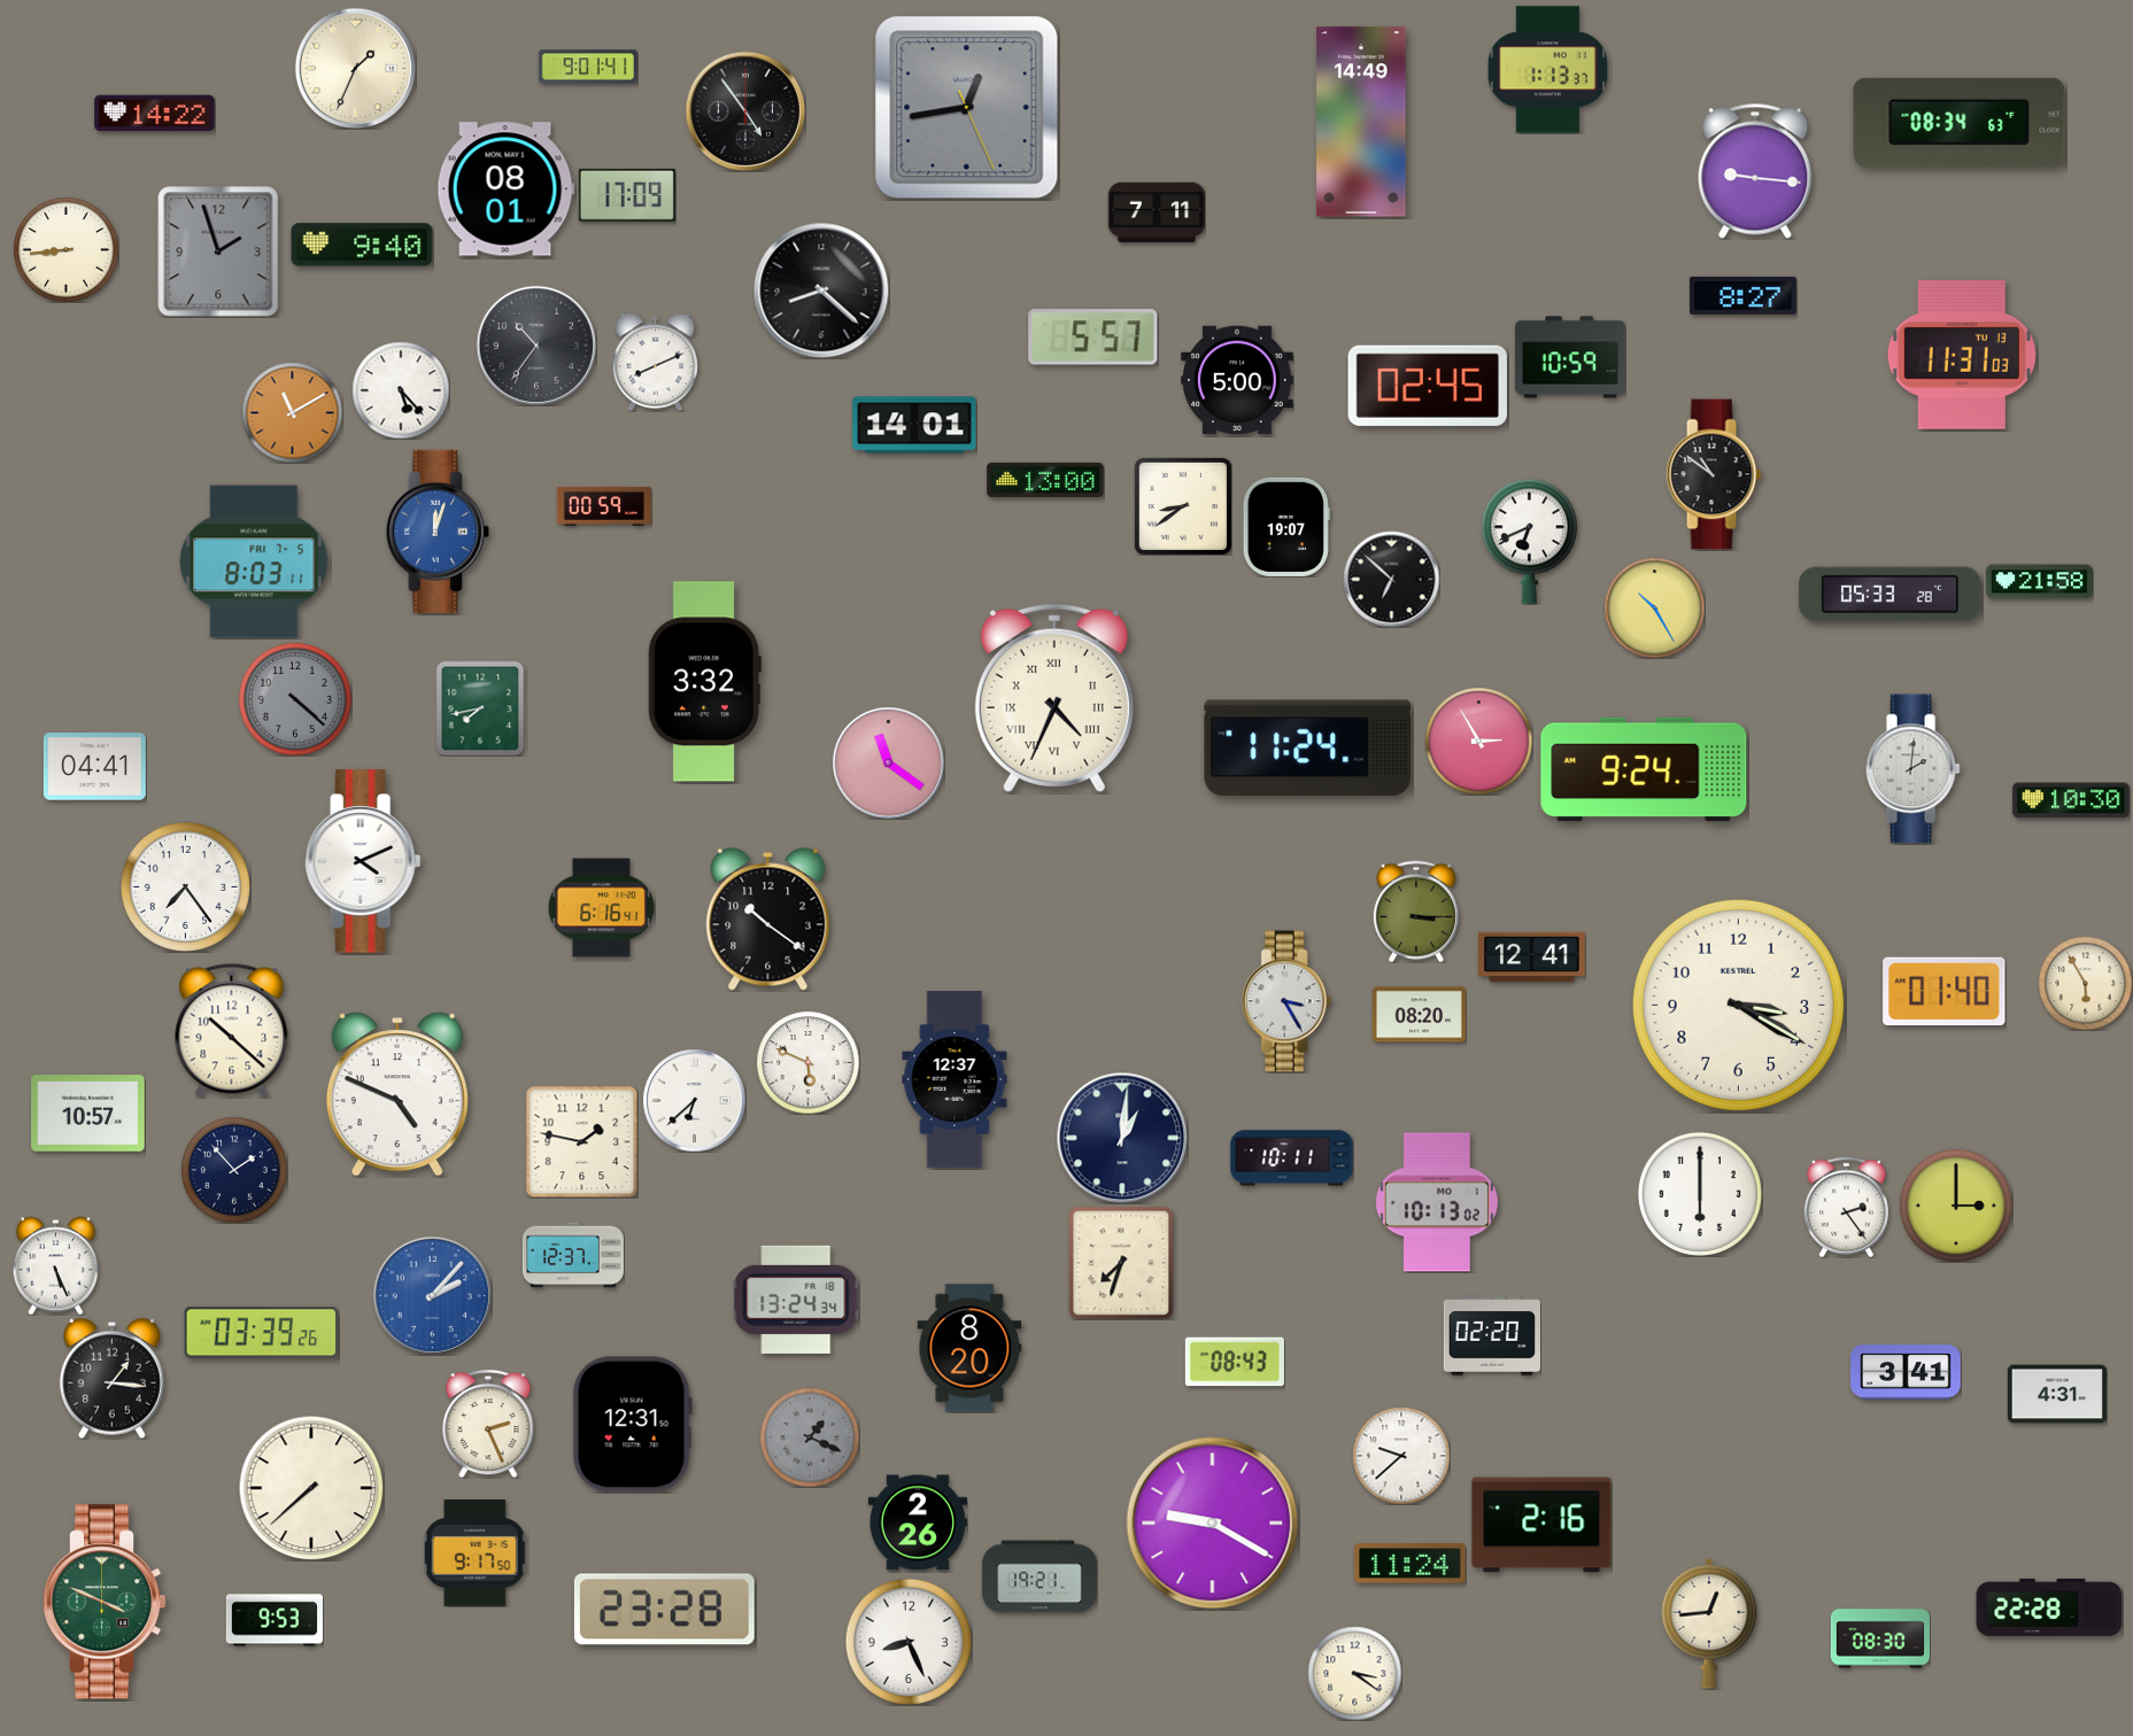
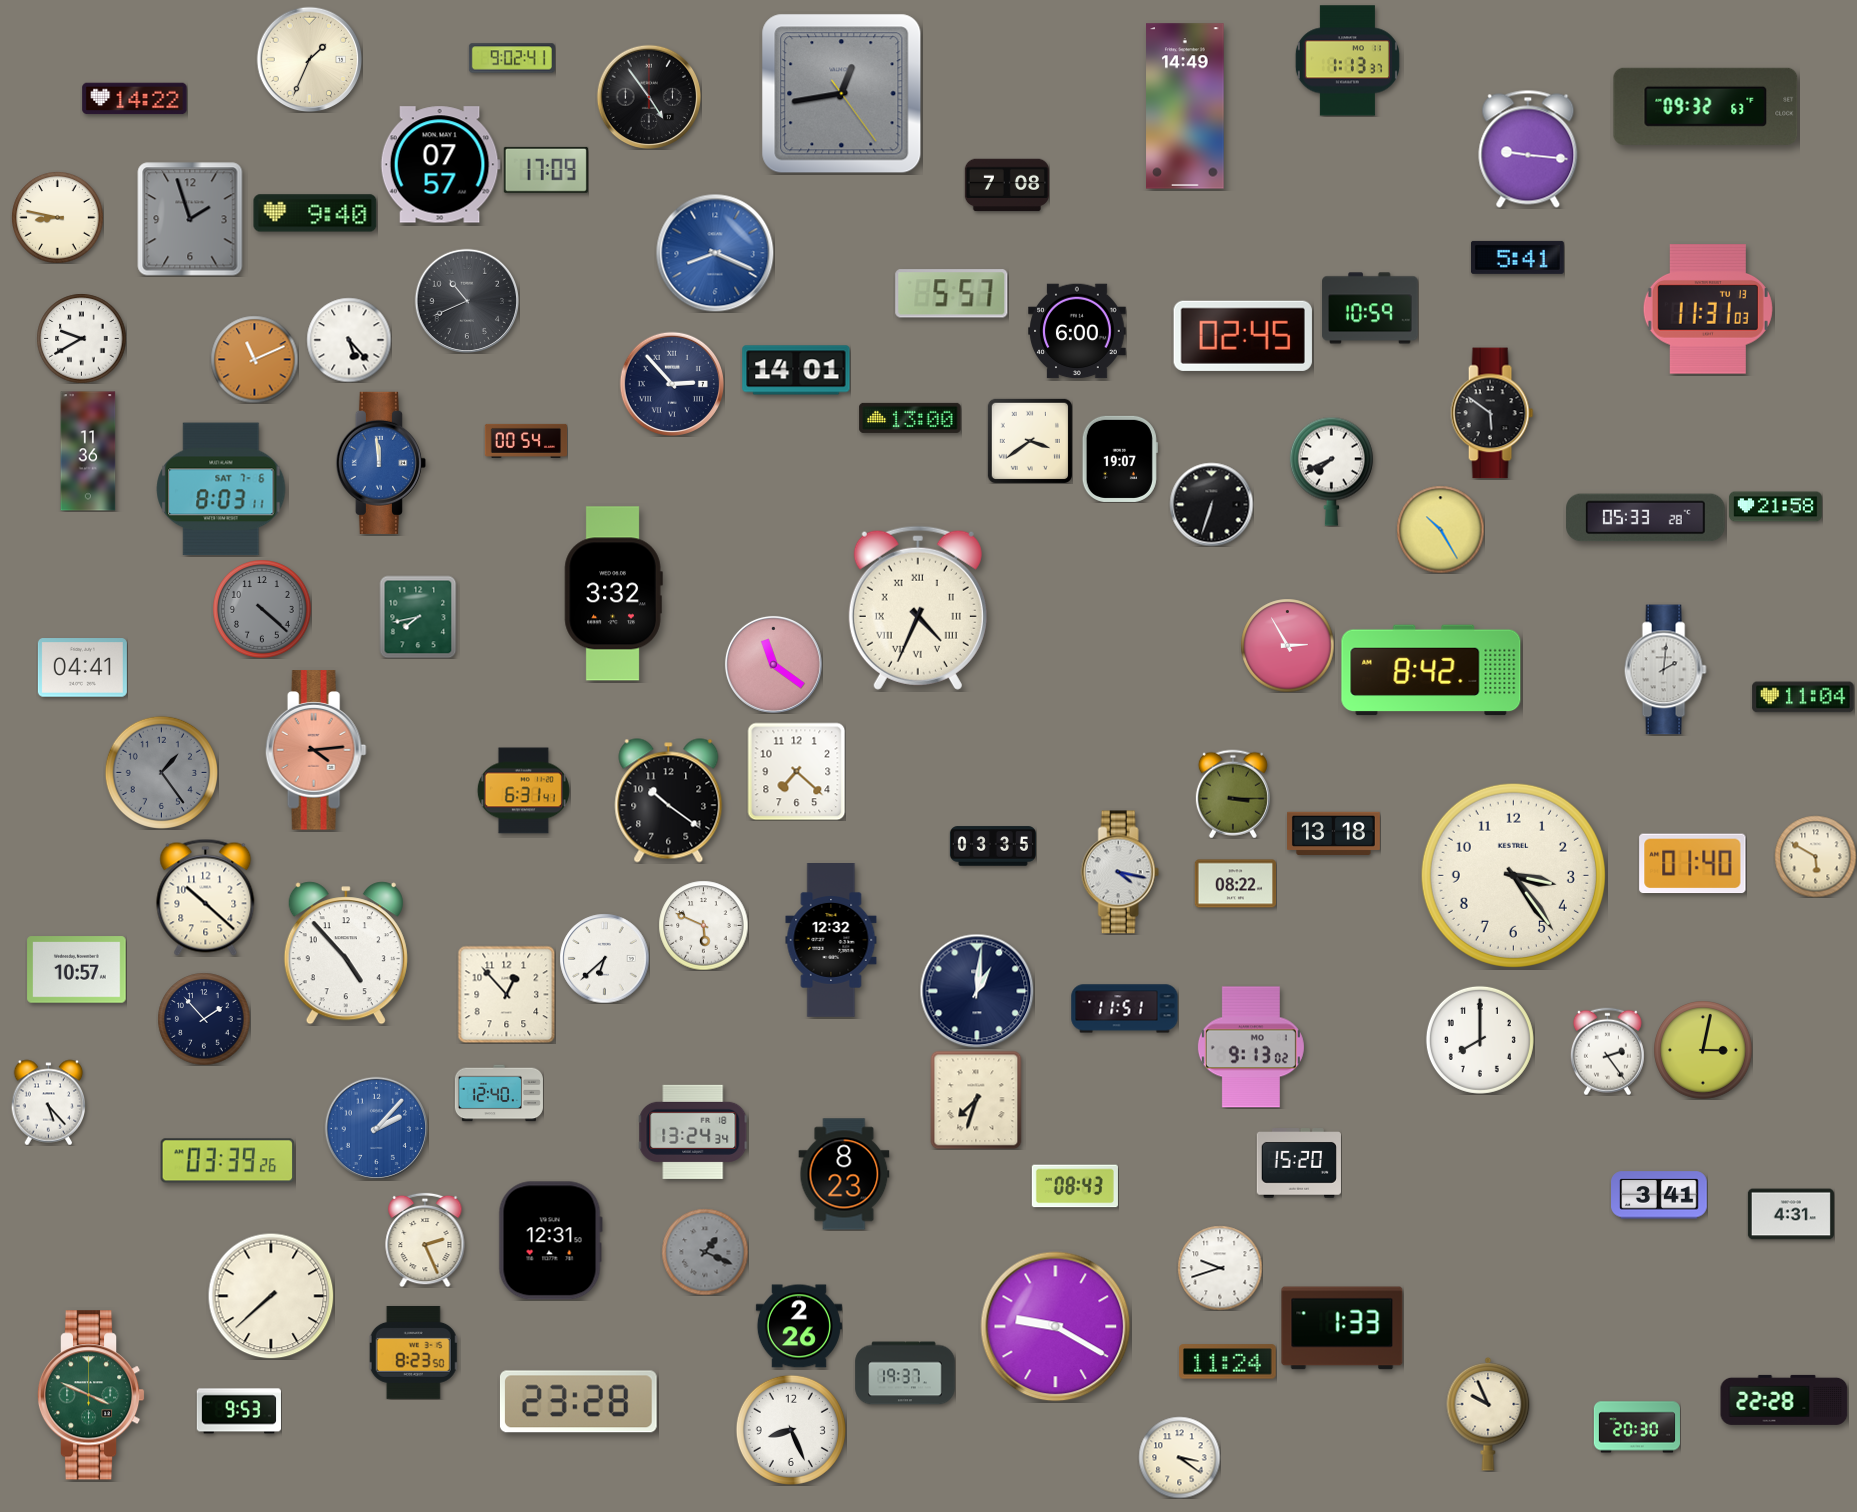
clock at (588, 67): 9:01 -> 9:02
clock at (967, 108): 12:43:26 -> 12:43:24
clock at (1960, 122): 08:34 -> 09:32
clock at (505, 189): 08:01 -> 07:57
clock at (1157, 212): 7:11 -> 7:08
clock at (65, 249): 8:44 -> 8:47
clock at (821, 290): 8:22 -> 8:19
clock at (821, 290) dial: black -> blue
clock at (1742, 295): 8:27 -> 5:41
clock at (535, 344): 10:36 -> 10:41
clock at (1570, 357) position: (1570, 357) -> (1370, 308)
clock at (656, 362): 8:11 -> none
clock at (1237, 380): 5:00 -> 6:00
clock at (81, 338): none -> 9:40
clock at (292, 412): 11:10 -> 11:11
clock at (671, 383): none -> 2:53
clock at (1714, 474): 10:51 -> 5:51
clock at (604, 506): 00:59 -> 00:54
clock at (1183, 506): 8:39 -> 3:39
clock at (88, 451): none -> 11:36
clock at (438, 532): 12:03 -> 11:59
clock at (1529, 541): 6:41 -> 7:41
clock at (254, 561) date: FRI 7-5 -> SAT 7-6
clock at (1391, 579): 6:52 -> 6:33
clock at (296, 700) position: (296, 700) -> (263, 610)
clock at (1308, 749): 11:24 -> none
clock at (1644, 769): 9:24 -> 8:42
clock at (2071, 800): 10:30 -> 11:04
clock at (363, 861): 4:11 -> 4:14
clock at (363, 861) dial: white -> salmon
clock at (796, 771): none -> 7:22
clock at (185, 886): 7:24 -> 1:24
clock at (185, 886) dial: white -> grey
clock at (601, 908): 6:16 -> 6:31
clock at (1532, 956): 12:41 -> 13:18
clock at (993, 846): none -> 03:35
clock at (2085, 983): 5:55 -> 5:50
clock at (1286, 1001): 3:25 -> 4:17
clock at (1738, 1005): 3:20 -> 3:24
clock at (1419, 1015): 08:20 -> 08:22
clock at (232, 1030) position: (232, 1030) -> (206, 897)
clock at (955, 1080): 12:37 -> 12:32
clock at (397, 1094): 4:49 -> 4:53
clock at (581, 1141): 1:47 -> 12:53
clock at (1292, 1158): 10:11 -> 11:51
clock at (1700, 1194): 6:00 -> 8:00
clock at (1437, 1202): 10:13 -> 9:13
clock at (1957, 1207): 3:00 -> 3:02
clock at (573, 1255): 12:37 -> 12:40
clock at (56, 1265): 5:26 -> 5:23
clock at (1492, 1336): 02:20 -> 15:20
clock at (969, 1348): 8:20 -> 8:23
clock at (111, 1378): 1:16 -> none
clock at (1401, 1456): 9:38 -> 9:42
clock at (1541, 1525): 2:16 -> 1:33
clock at (476, 1552): 9:17 -> 8:23
clock at (1040, 1576): 19:21 -> 19:37
clock at (1709, 1623): 12:44 -> 9:56
clock at (1880, 1638): 08:30 -> 20:30
